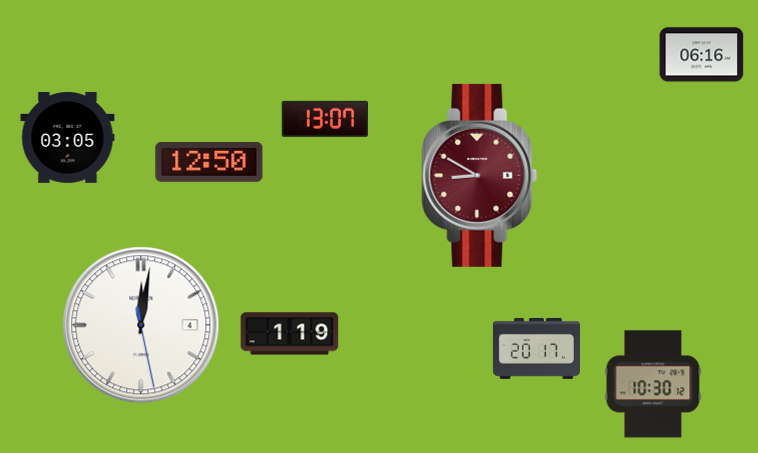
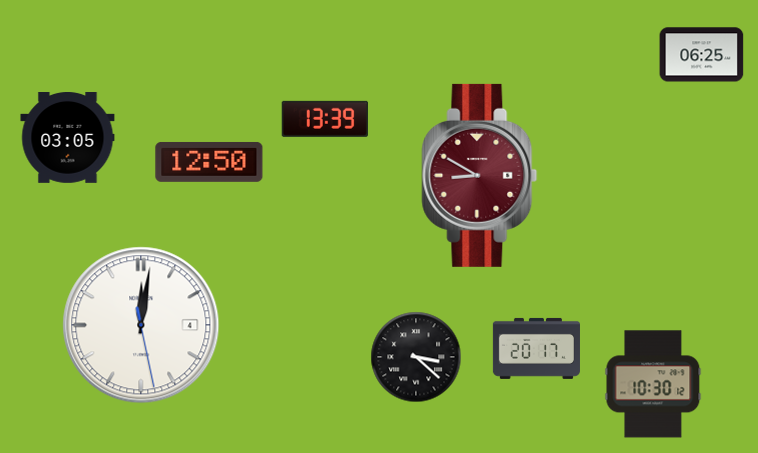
clock at (702, 55): 06:16 -> 06:25
clock at (325, 119): 13:07 -> 13:39
clock at (290, 334): 1:19 -> none
clock at (416, 357): none -> 3:22
